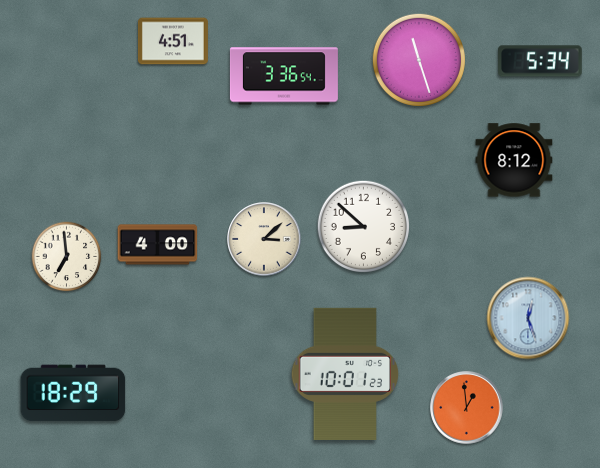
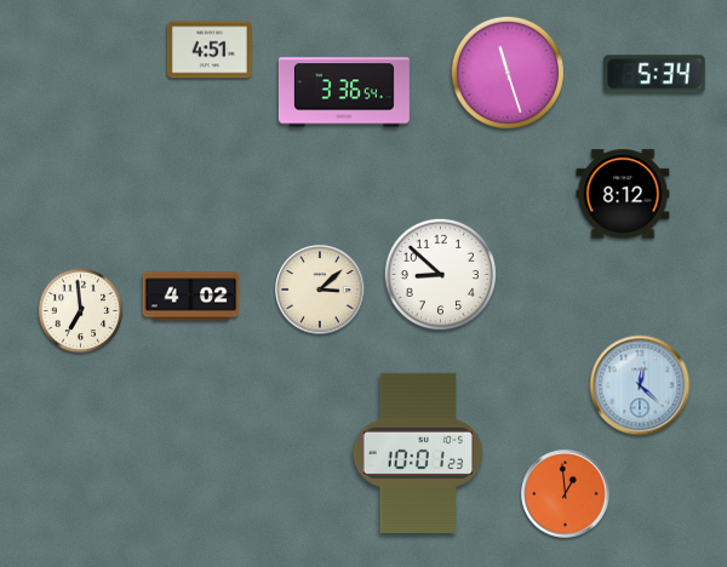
clock at (158, 245): 4:00 -> 4:02
clock at (528, 318): 12:27 -> 12:22
clock at (73, 393): 18:29 -> none
